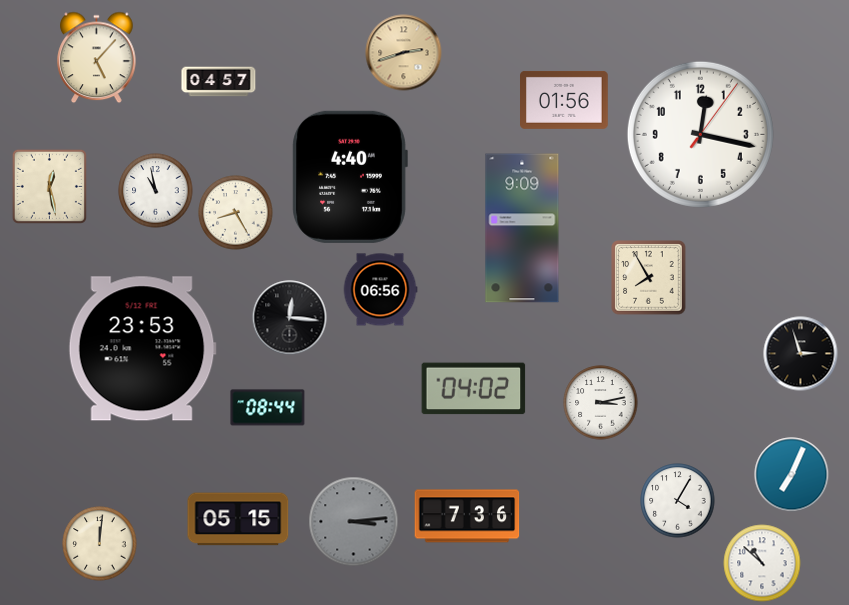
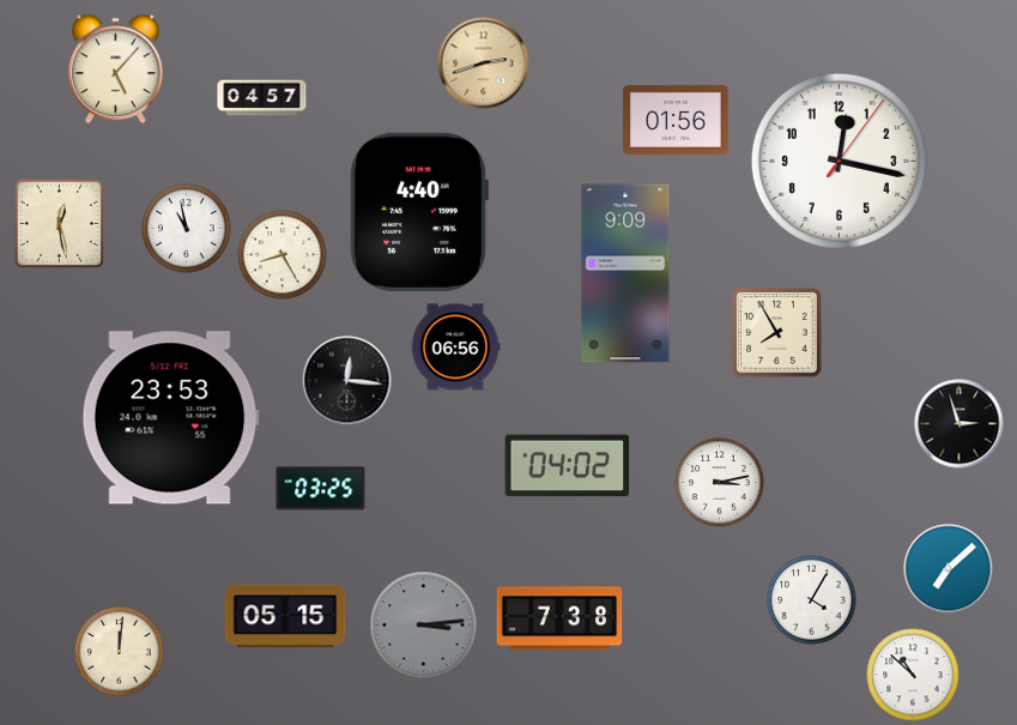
clock at (268, 408): 08:44 -> 03:25
clock at (792, 475): 7:04 -> 7:08
clock at (467, 516): 7:36 -> 7:38
clock at (238, 519) position: (238, 519) -> (285, 616)
